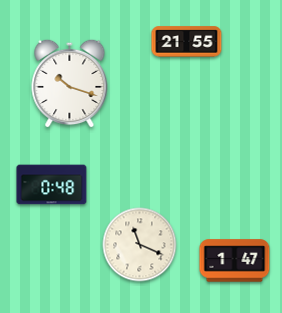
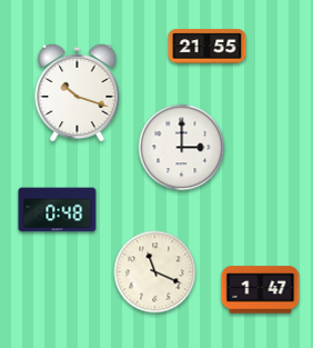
clock at (182, 148): none -> 3:00
clock at (52, 185) position: (52, 185) -> (58, 210)
